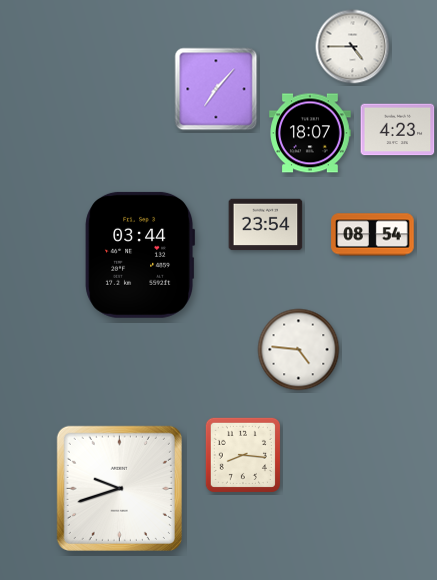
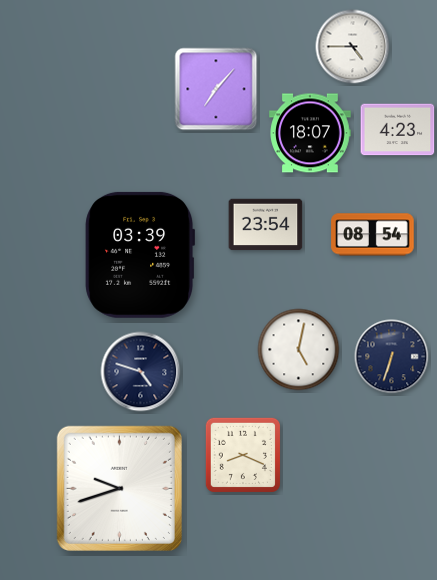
clock at (139, 255): 03:44 -> 03:39
clock at (299, 350): 4:46 -> 5:02
clock at (392, 357): none -> 6:33
clock at (141, 372): none -> 4:48
clock at (243, 455): 8:16 -> 8:19
